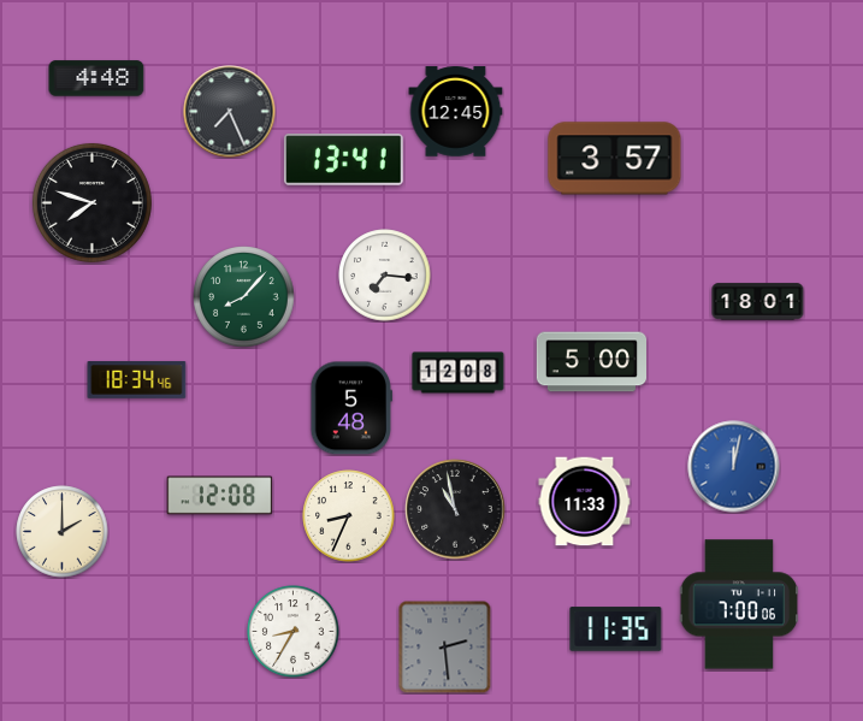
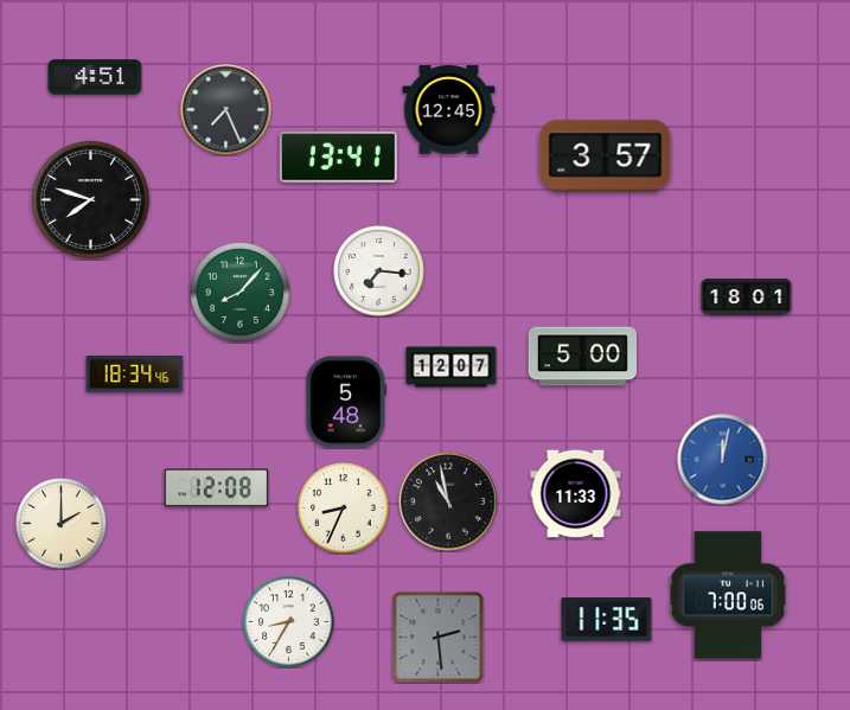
clock at (96, 78): 4:48 -> 4:51
clock at (459, 373): 12:08 -> 12:07
